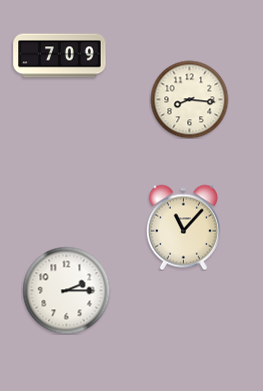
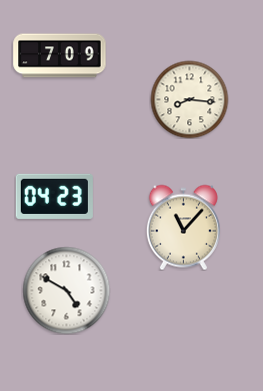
clock at (54, 196): none -> 04:23
clock at (66, 290): 2:15 -> 4:50
